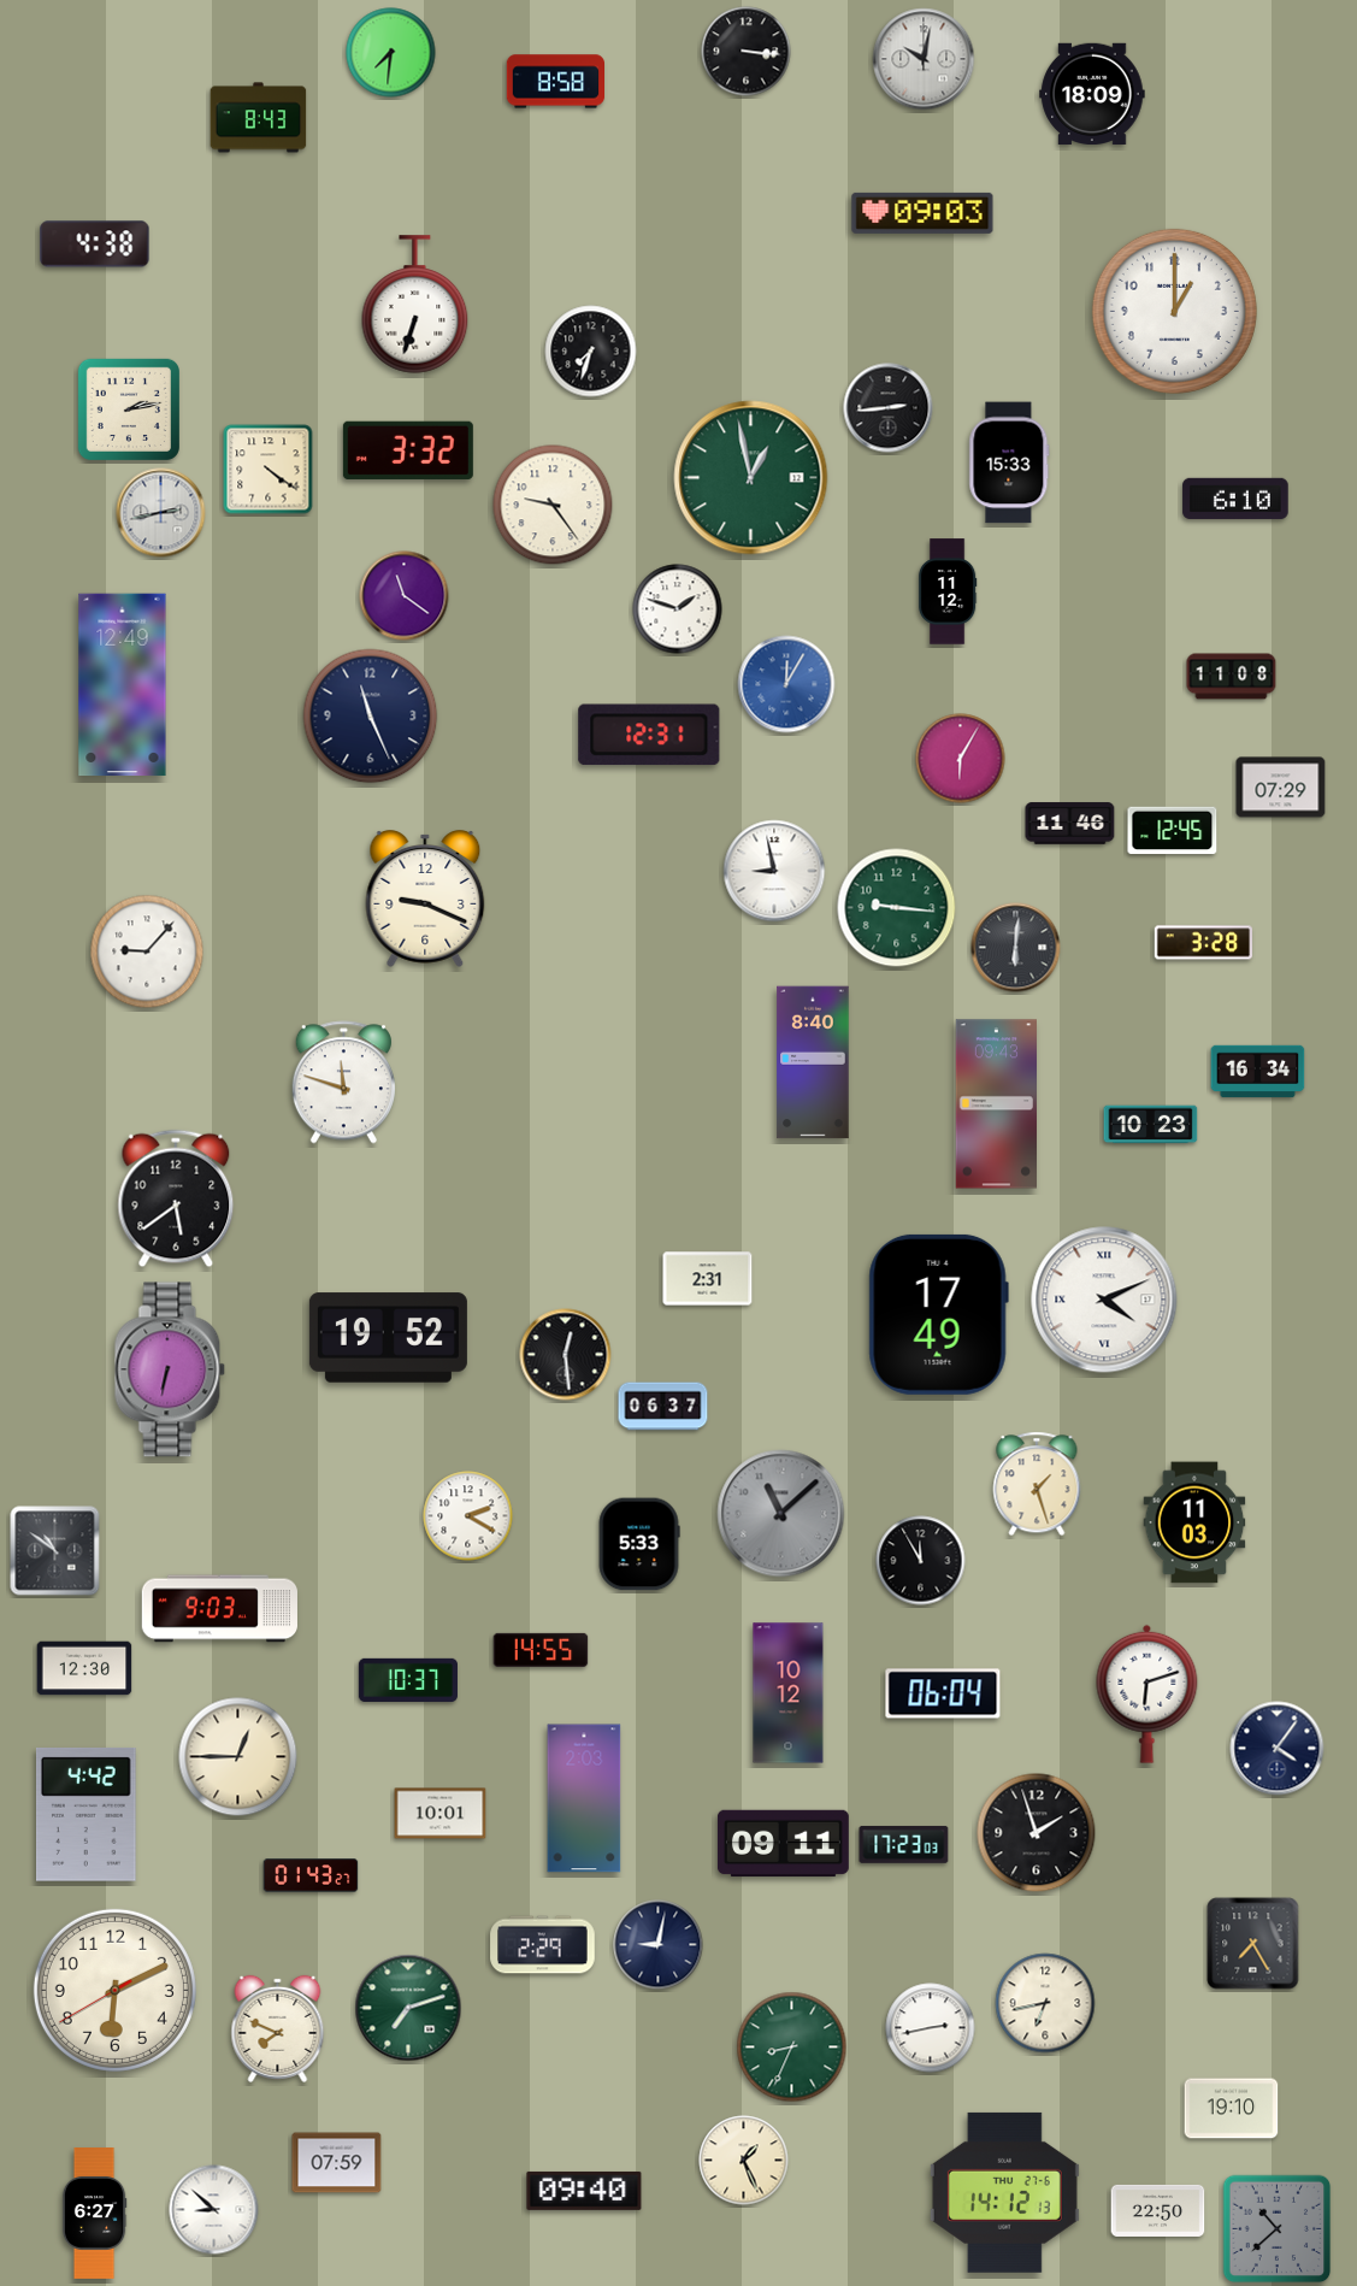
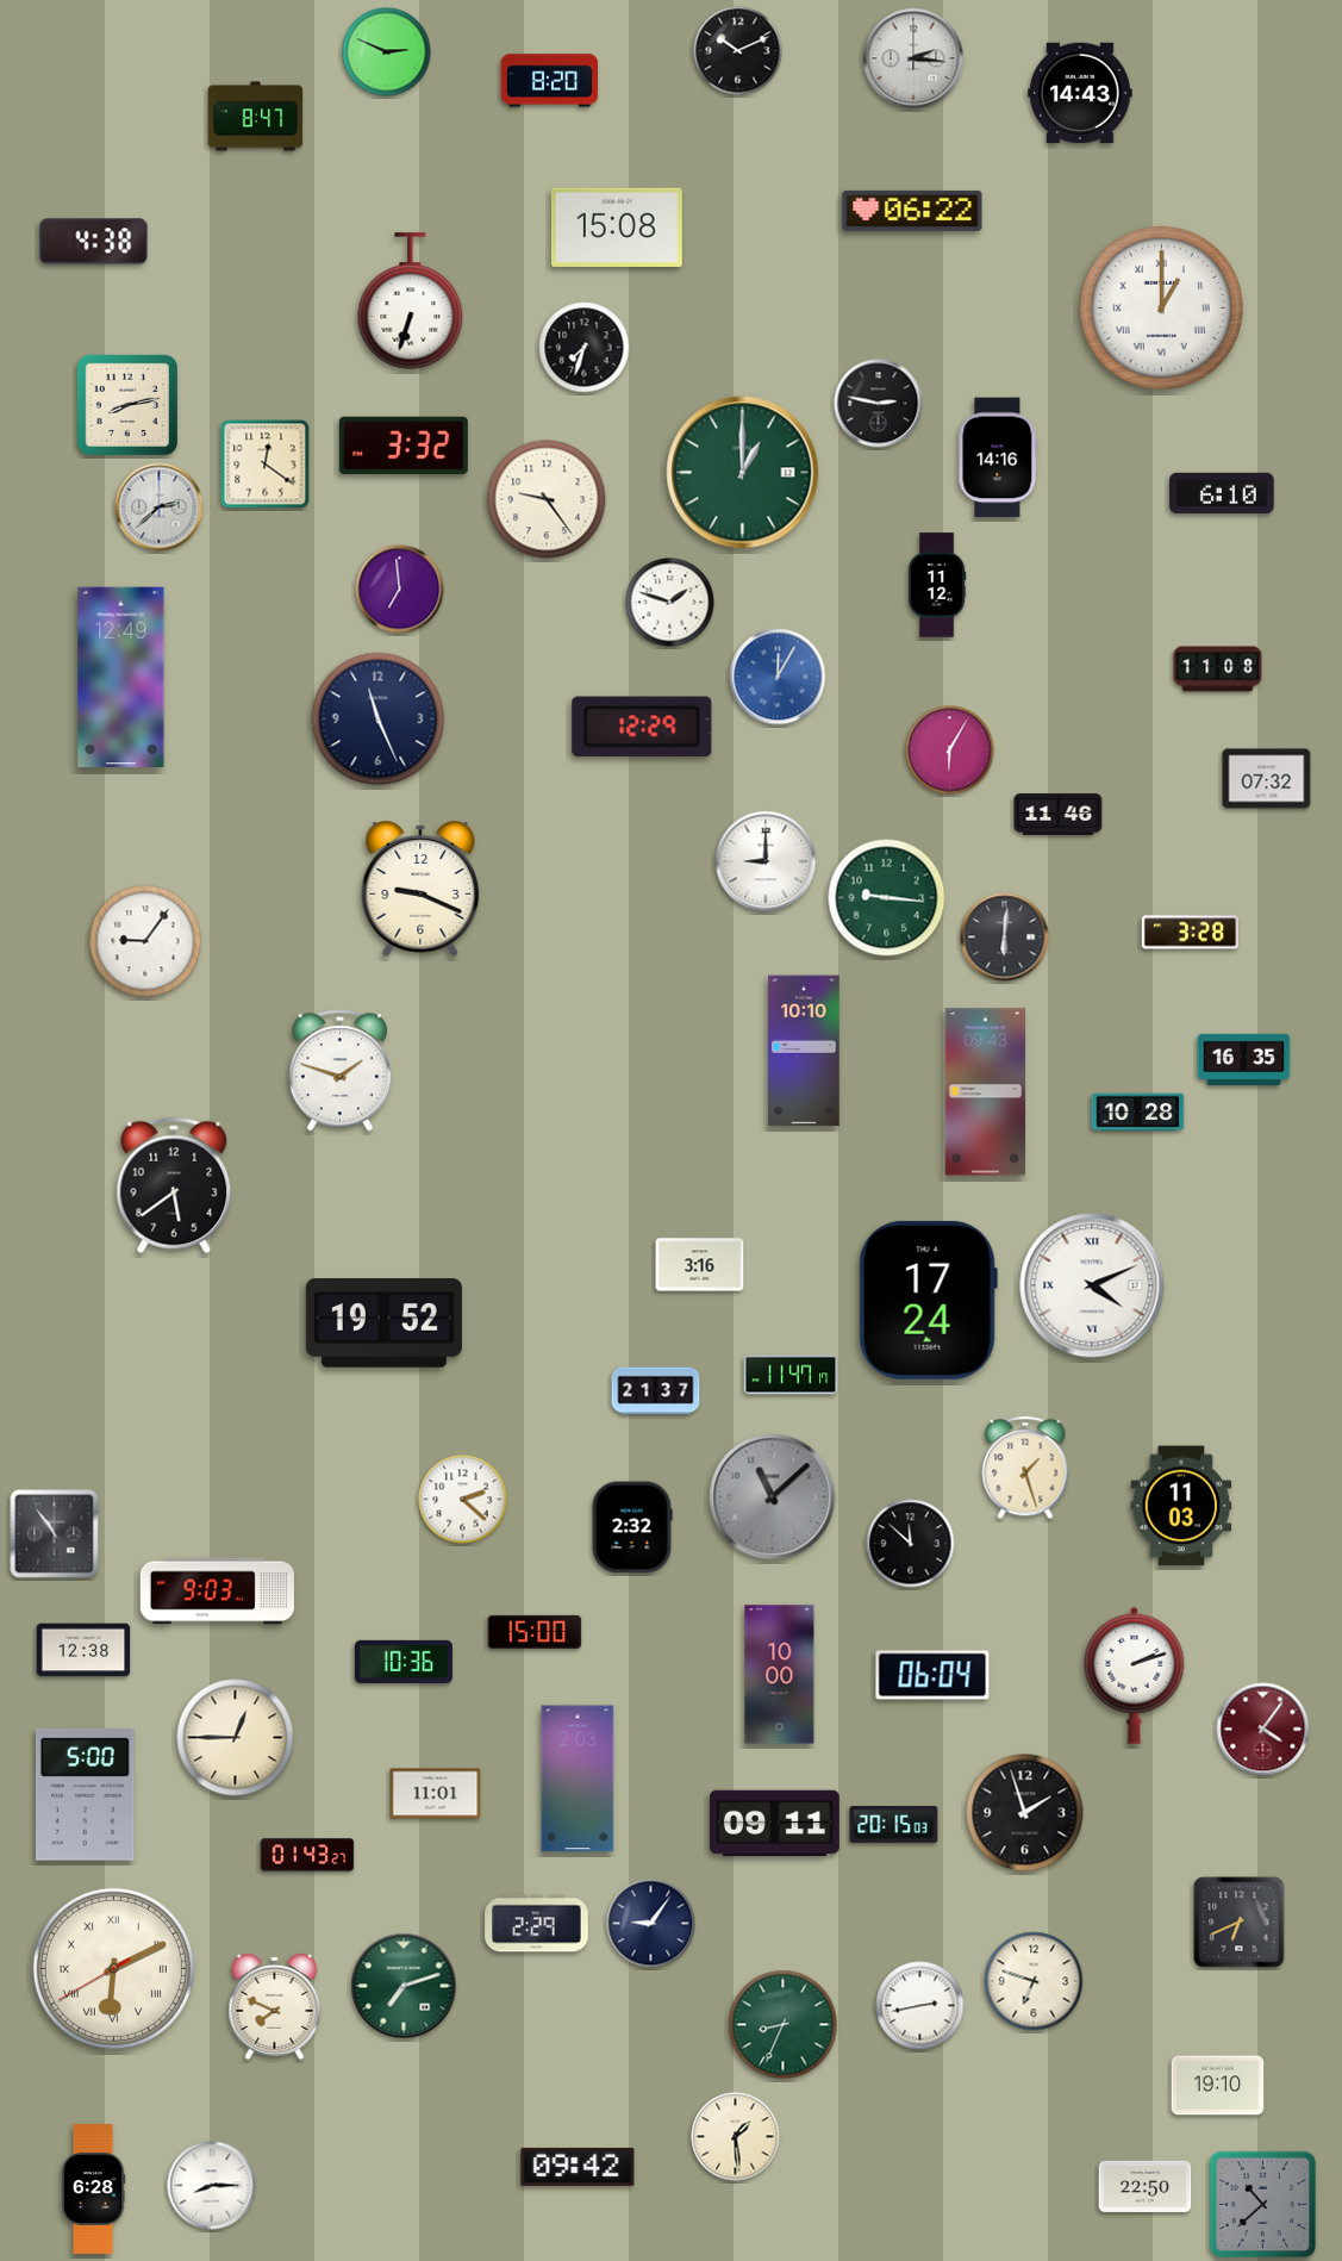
clock at (747, 52): 3:16 -> 10:11
clock at (391, 53): 7:31 -> 2:49
clock at (924, 59): 10:02 -> 2:16
clock at (555, 82): 8:58 -> 8:20
clock at (1092, 93): 18:09 -> 14:43
clock at (259, 118): 8:43 -> 8:47
clock at (922, 213): 09:03 -> 06:22
clock at (617, 228): none -> 15:08
clock at (1174, 311) numerals: Arabic -> Roman
clock at (889, 408): 2:44 -> 2:47
clock at (129, 410): 2:13 -> 8:13
clock at (1009, 462): 15:33 -> 14:16
clock at (269, 470): 4:21 -> 12:21
clock at (751, 478): 12:58 -> 1:00
clock at (161, 513): 2:43 -> 2:38
clock at (405, 596): 11:21 -> 6:59
clock at (371, 717) position: (371, 717) -> (379, 720)
clock at (649, 735): 12:31 -> 12:29
clock at (1281, 788): 07:29 -> 07:32
clock at (1173, 831): 12:45 -> none
clock at (774, 871): 8:58 -> 9:00
clock at (147, 951): 9:07 -> 9:06
clock at (813, 1062): 8:40 -> 10:10
clock at (1258, 1072): 16:34 -> 16:35
clock at (343, 1083): 11:48 -> 1:48
clock at (1151, 1125): 10:23 -> 10:28
clock at (708, 1279): 2:31 -> 3:16
clock at (938, 1314): 17:49 -> 17:24
clock at (566, 1355): 12:29 -> none
clock at (170, 1369): 6:32 -> none
clock at (791, 1375): none -> 11:47
clock at (663, 1407): 06:37 -> 21:37
clock at (468, 1516): 2:20 -> 2:22
clock at (639, 1544): 5:33 -> 2:32
clock at (55, 1551): 10:51 -> 10:54
clock at (921, 1561): 11:55 -> 11:52
clock at (541, 1650): 14:55 -> 15:00
clock at (84, 1668): 12:30 -> 12:38
clock at (408, 1680): 10:37 -> 10:36
clock at (789, 1693): 10:12 -> 10:00
clock at (1147, 1693): 6:12 -> 2:12
clock at (1278, 1749) dial: navy -> burgundy
clock at (87, 1814): 4:42 -> 5:00
clock at (441, 1814): 10:01 -> 11:01
clock at (904, 1844): 17:23 -> 20:15
clock at (1253, 1944): 7:25 -> 6:41
clock at (659, 1945): 9:02 -> 9:06
clock at (114, 1990) numerals: Arabic -> Roman
clock at (1045, 2003): 6:43 -> 6:48
clock at (744, 2161): 1:26 -> 1:29
clock at (337, 2163): 07:59 -> none
clock at (584, 2191): 09:40 -> 09:42
clock at (1004, 2192): 14:12 -> none
clock at (214, 2210): 8:52 -> 8:15
clock at (94, 2214): 6:27 -> 6:28
